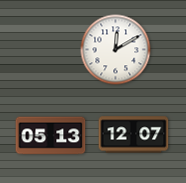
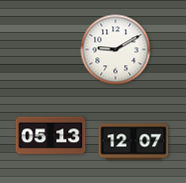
clock at (116, 50): 12:10 -> 9:10
clock at (134, 135) position: (134, 135) -> (134, 142)
